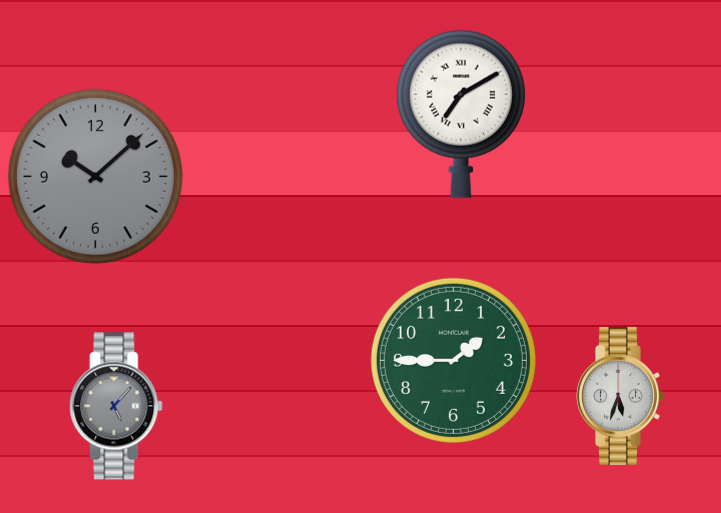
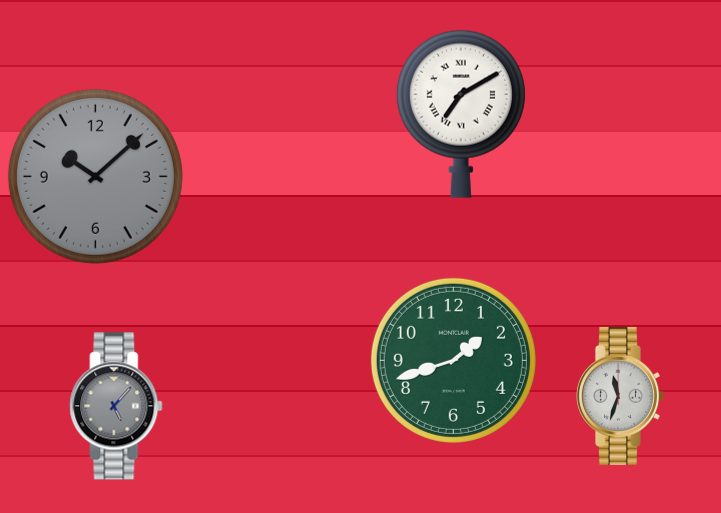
clock at (453, 360): 1:45 -> 1:42
clock at (621, 396): 5:33 -> 11:33
